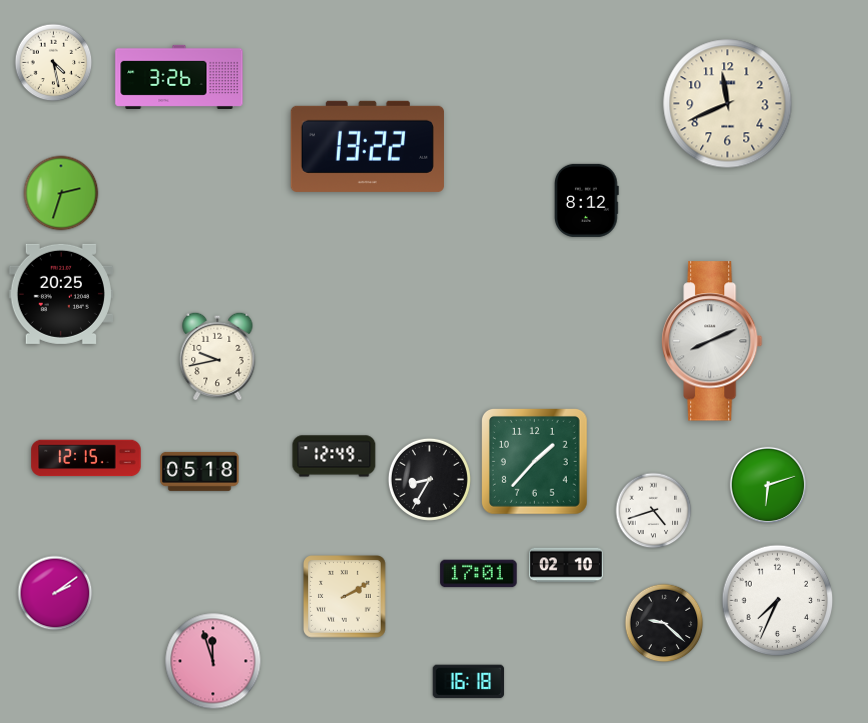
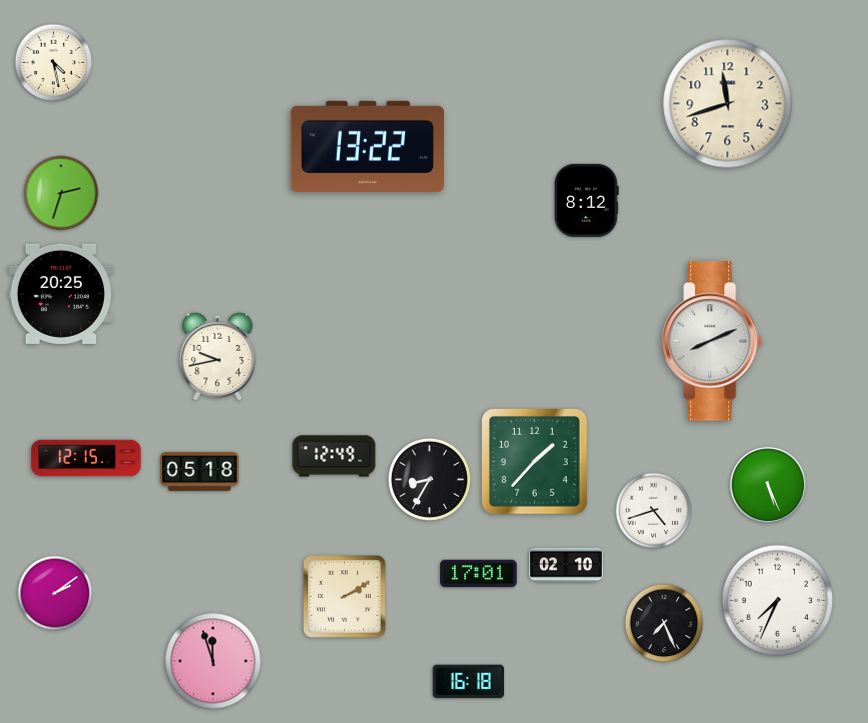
clock at (179, 77): 3:26 -> none
clock at (728, 104): 11:41 -> 11:42
clock at (768, 485): 6:12 -> 5:26
clock at (664, 623): 9:22 -> 7:26
